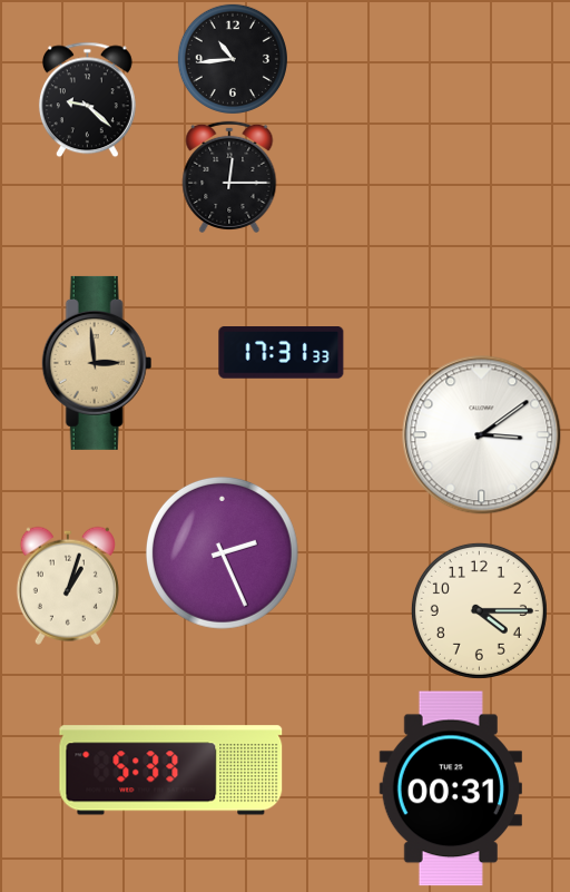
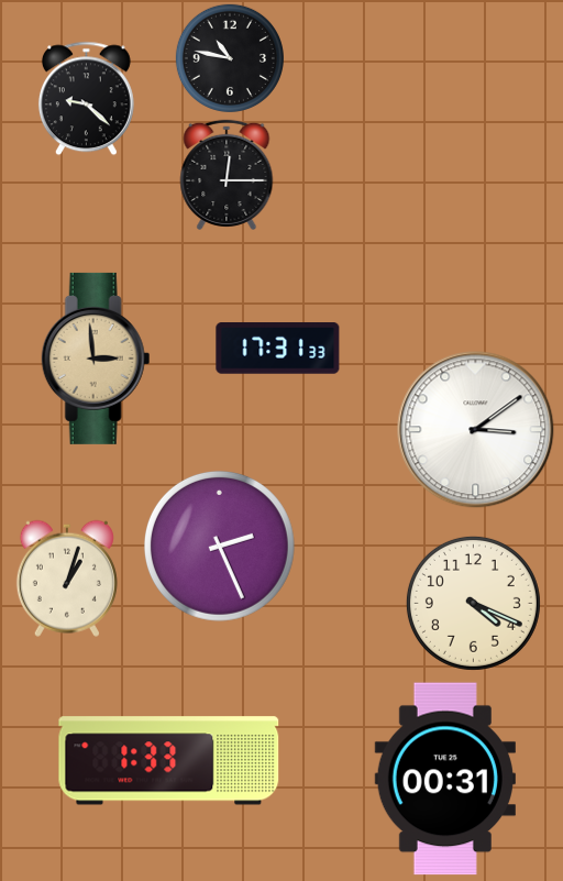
clock at (233, 59): 10:44 -> 10:47
clock at (479, 610): 4:15 -> 4:19
clock at (171, 771): 5:33 -> 1:33
